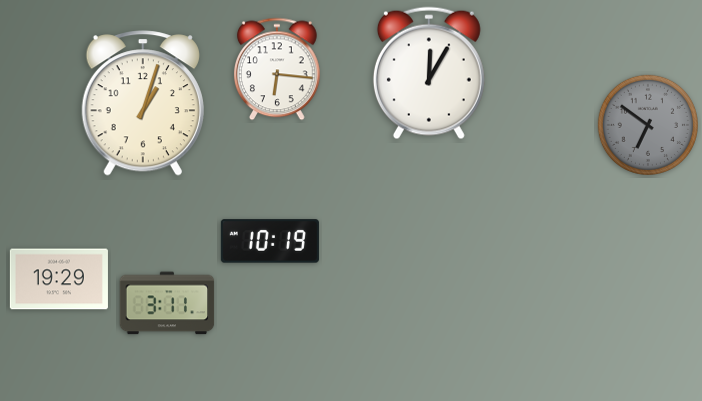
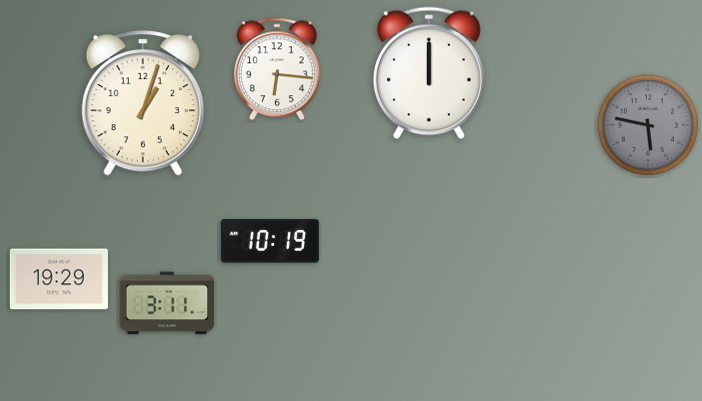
clock at (429, 73): 12:05 -> 12:00
clock at (648, 125): 6:51 -> 5:47
